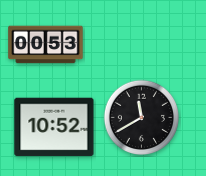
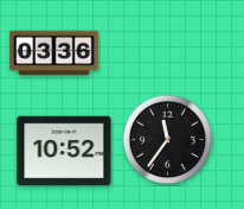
clock at (46, 45): 00:53 -> 03:36
clock at (142, 118): 11:40 -> 11:36
